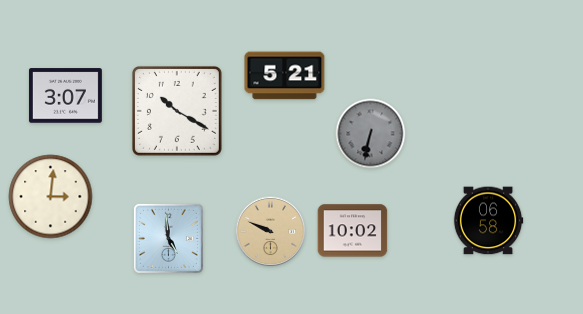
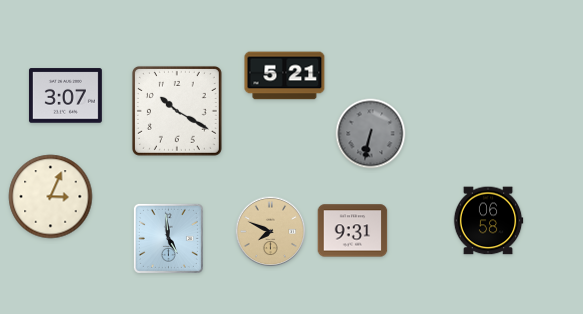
clock at (51, 197): 3:01 -> 3:04
clock at (353, 231): 10:02 -> 9:31
clock at (271, 232): 9:49 -> 7:49
